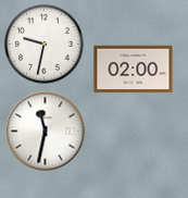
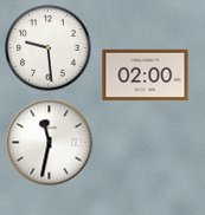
clock at (45, 45): 9:32 -> 9:29
